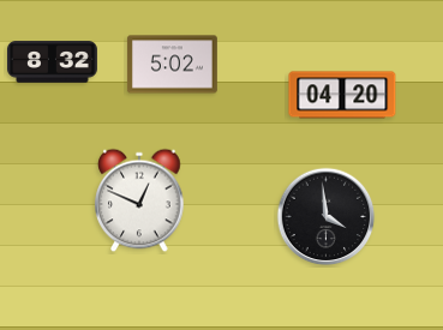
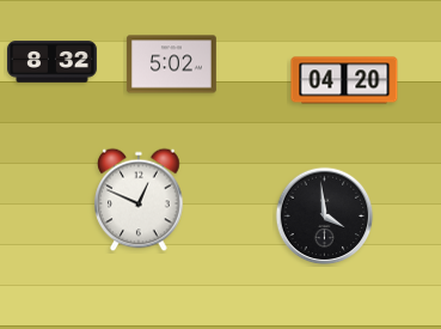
clock at (342, 95) position: (342, 95) -> (344, 80)
